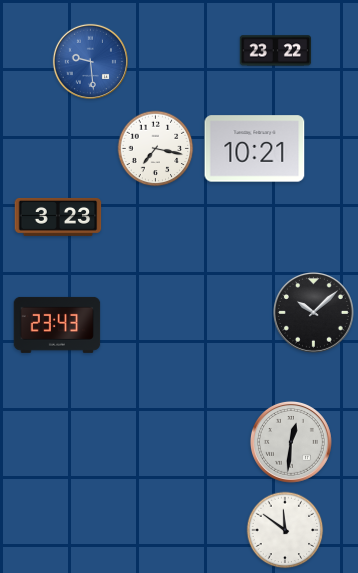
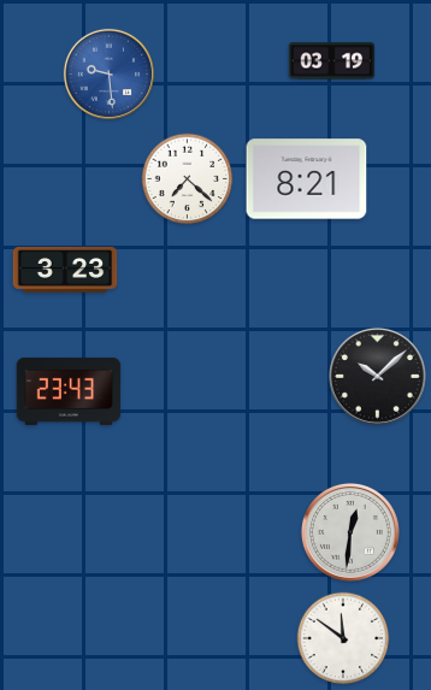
clock at (276, 51): 23:22 -> 03:19
clock at (156, 149): 7:17 -> 7:22
clock at (255, 149): 10:21 -> 8:21
clock at (58, 217) position: (58, 217) -> (65, 270)
